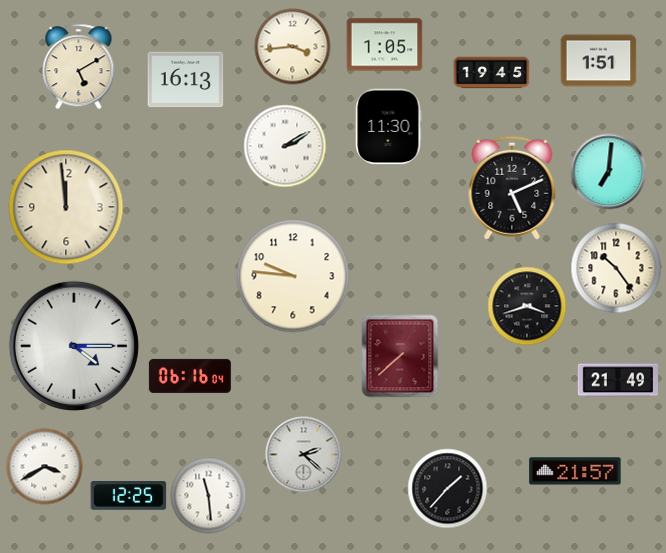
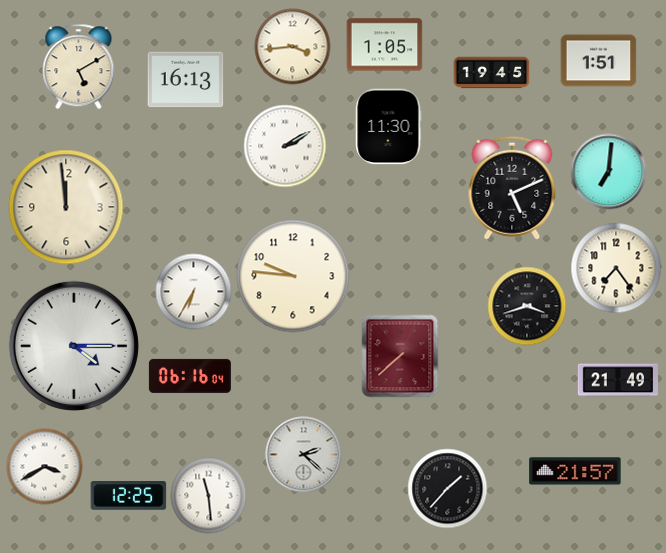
clock at (616, 268): 10:24 -> 7:24
clock at (194, 292): none -> 6:35
